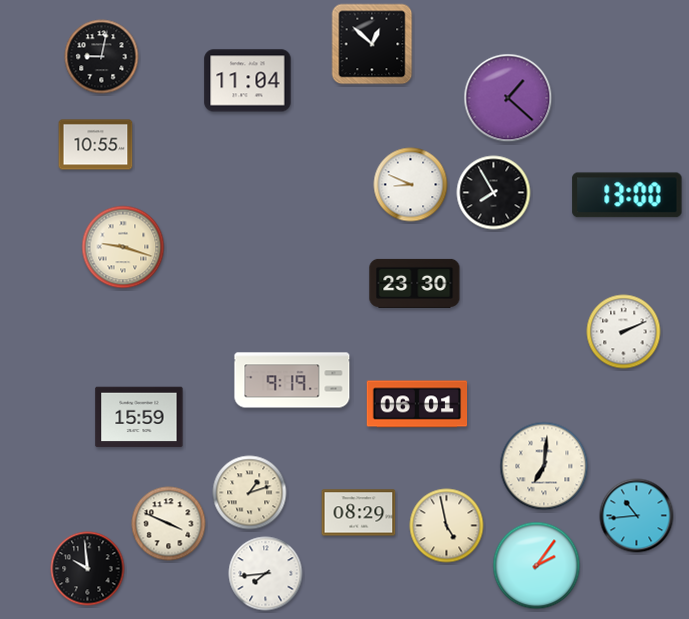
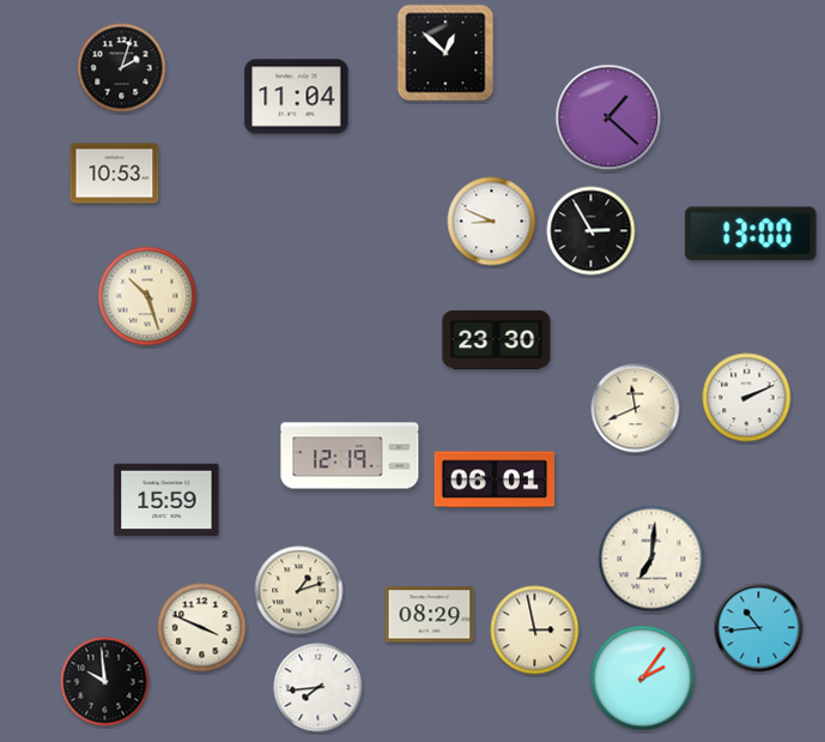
clock at (102, 57): 9:02 -> 2:03
clock at (96, 145): 10:55 -> 10:53
clock at (494, 193): 7:55 -> 2:55
clock at (123, 247): 9:18 -> 10:27
clock at (636, 409): none -> 11:41
clock at (292, 380): 9:19 -> 12:19
clock at (417, 404) position: (417, 404) -> (495, 479)
clock at (637, 516) position: (637, 516) -> (759, 628)
clock at (447, 526): 4:58 -> 2:58
